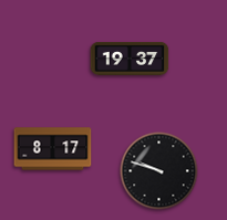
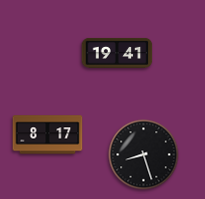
clock at (130, 59): 19:37 -> 19:41
clock at (159, 171): 9:48 -> 8:27
